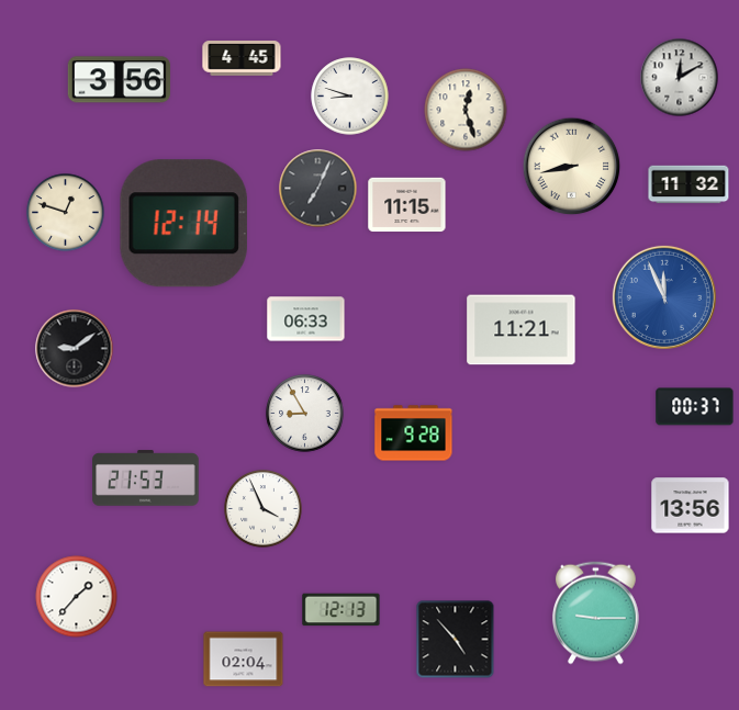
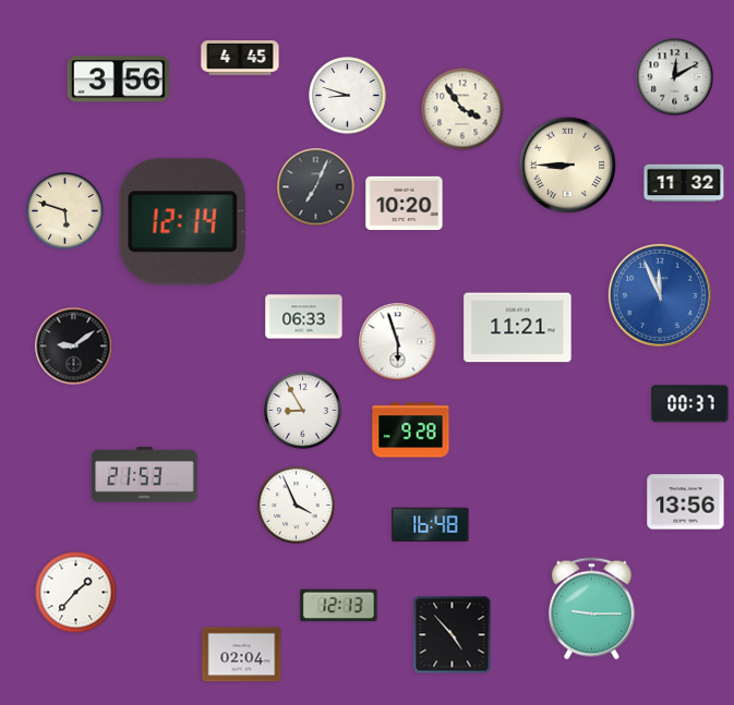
clock at (466, 110): 12:27 -> 3:54
clock at (572, 167): 8:43 -> 8:45
clock at (407, 205): 11:15 -> 10:20
clock at (66, 213): 12:48 -> 5:48
clock at (398, 342): none -> 5:57
clock at (264, 509) position: (264, 509) -> (297, 506)
clock at (431, 524): none -> 16:48
